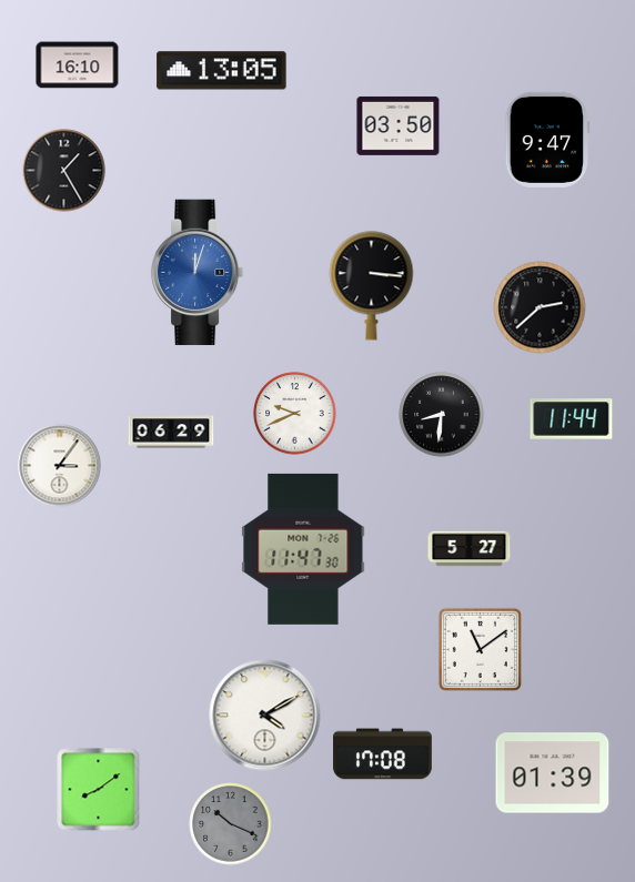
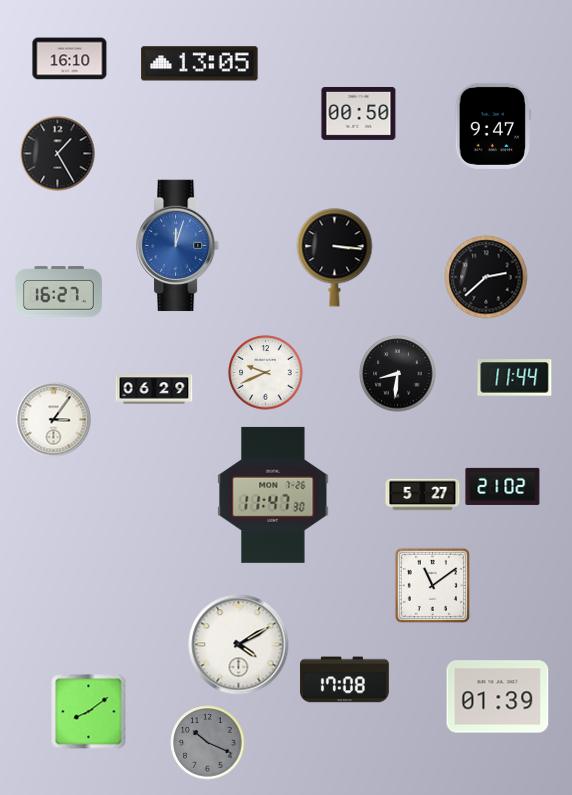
clock at (399, 125): 03:50 -> 00:50
clock at (58, 292): none -> 16:27
clock at (503, 486): none -> 21:02
